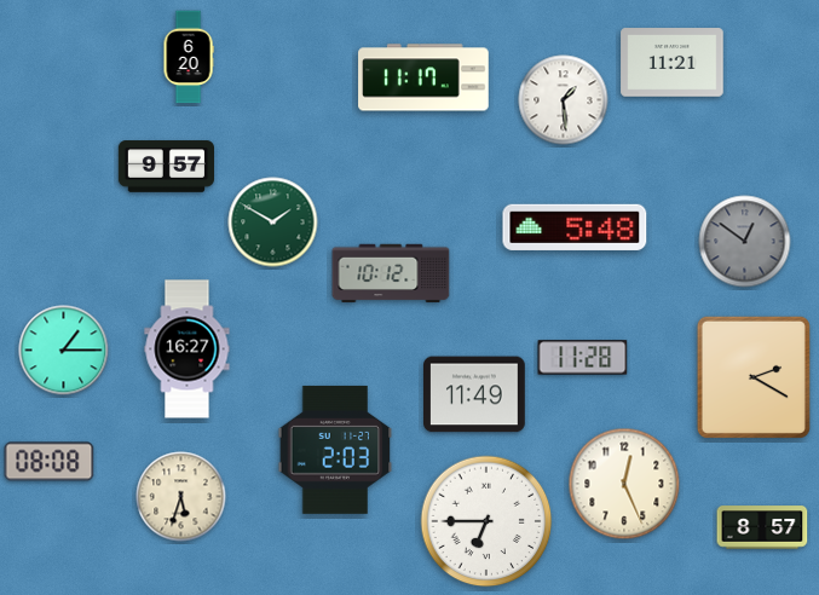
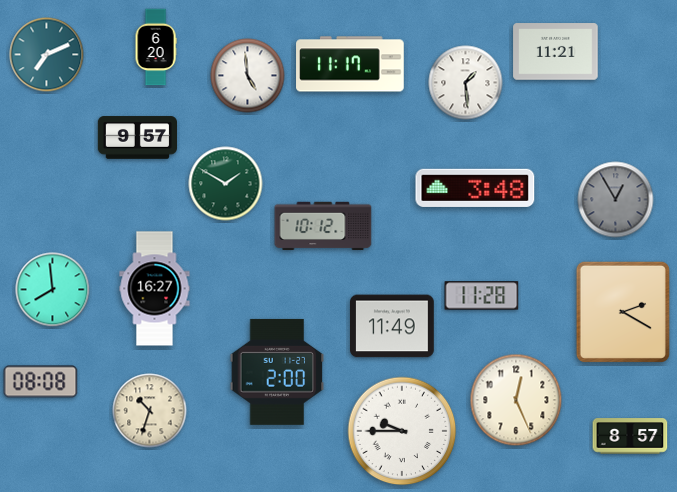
clock at (47, 55): none -> 7:11
clock at (248, 76): none -> 4:59
clock at (575, 227): 5:48 -> 3:48
clock at (745, 242): 12:51 -> 12:55
clock at (64, 351): 1:15 -> 7:59
clock at (335, 450): 2:03 -> 2:00
clock at (181, 497): 5:33 -> 10:33
clock at (486, 521): 6:45 -> 9:45
